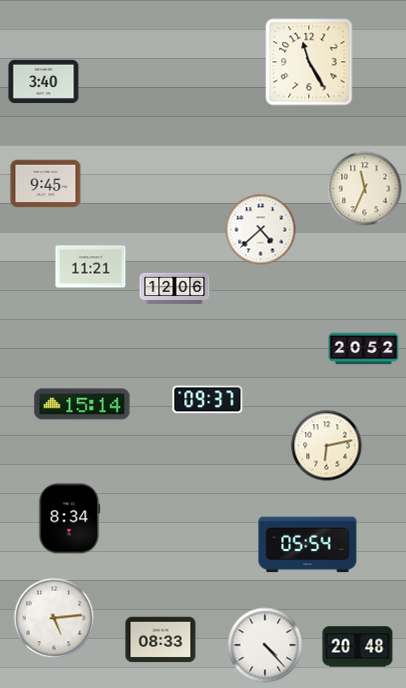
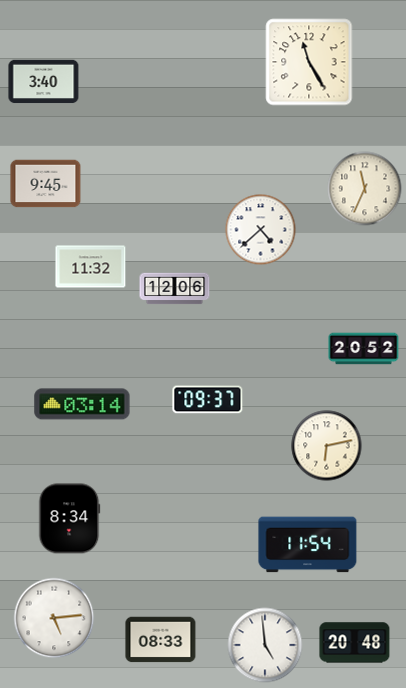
clock at (91, 267): 11:21 -> 11:32
clock at (82, 404): 15:14 -> 03:14
clock at (308, 545): 05:54 -> 11:54
clock at (265, 645): 4:23 -> 4:59
clock at (358, 647) position: (358, 647) -> (355, 643)
